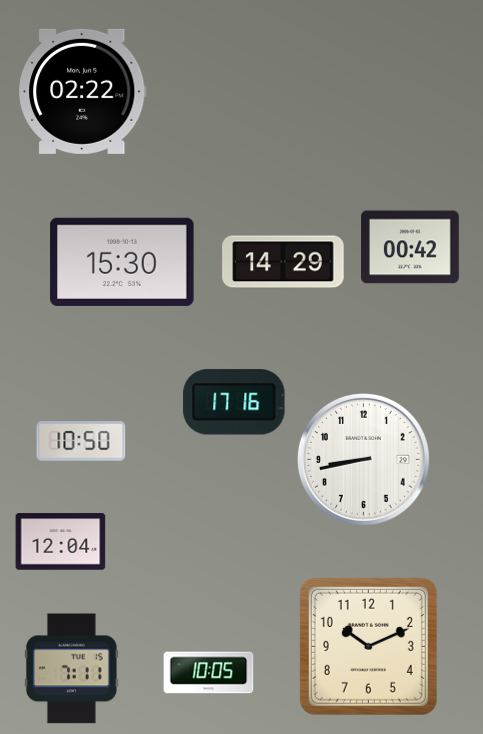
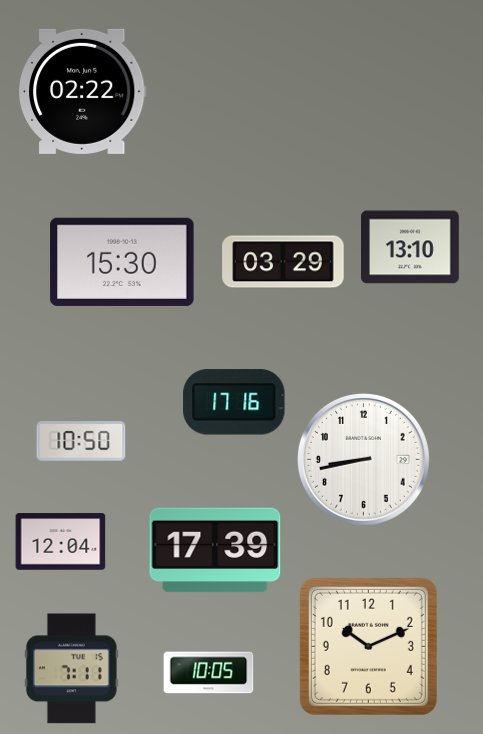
clock at (411, 247): 00:42 -> 13:10
clock at (283, 262): 14:29 -> 03:29
clock at (215, 550): none -> 17:39
